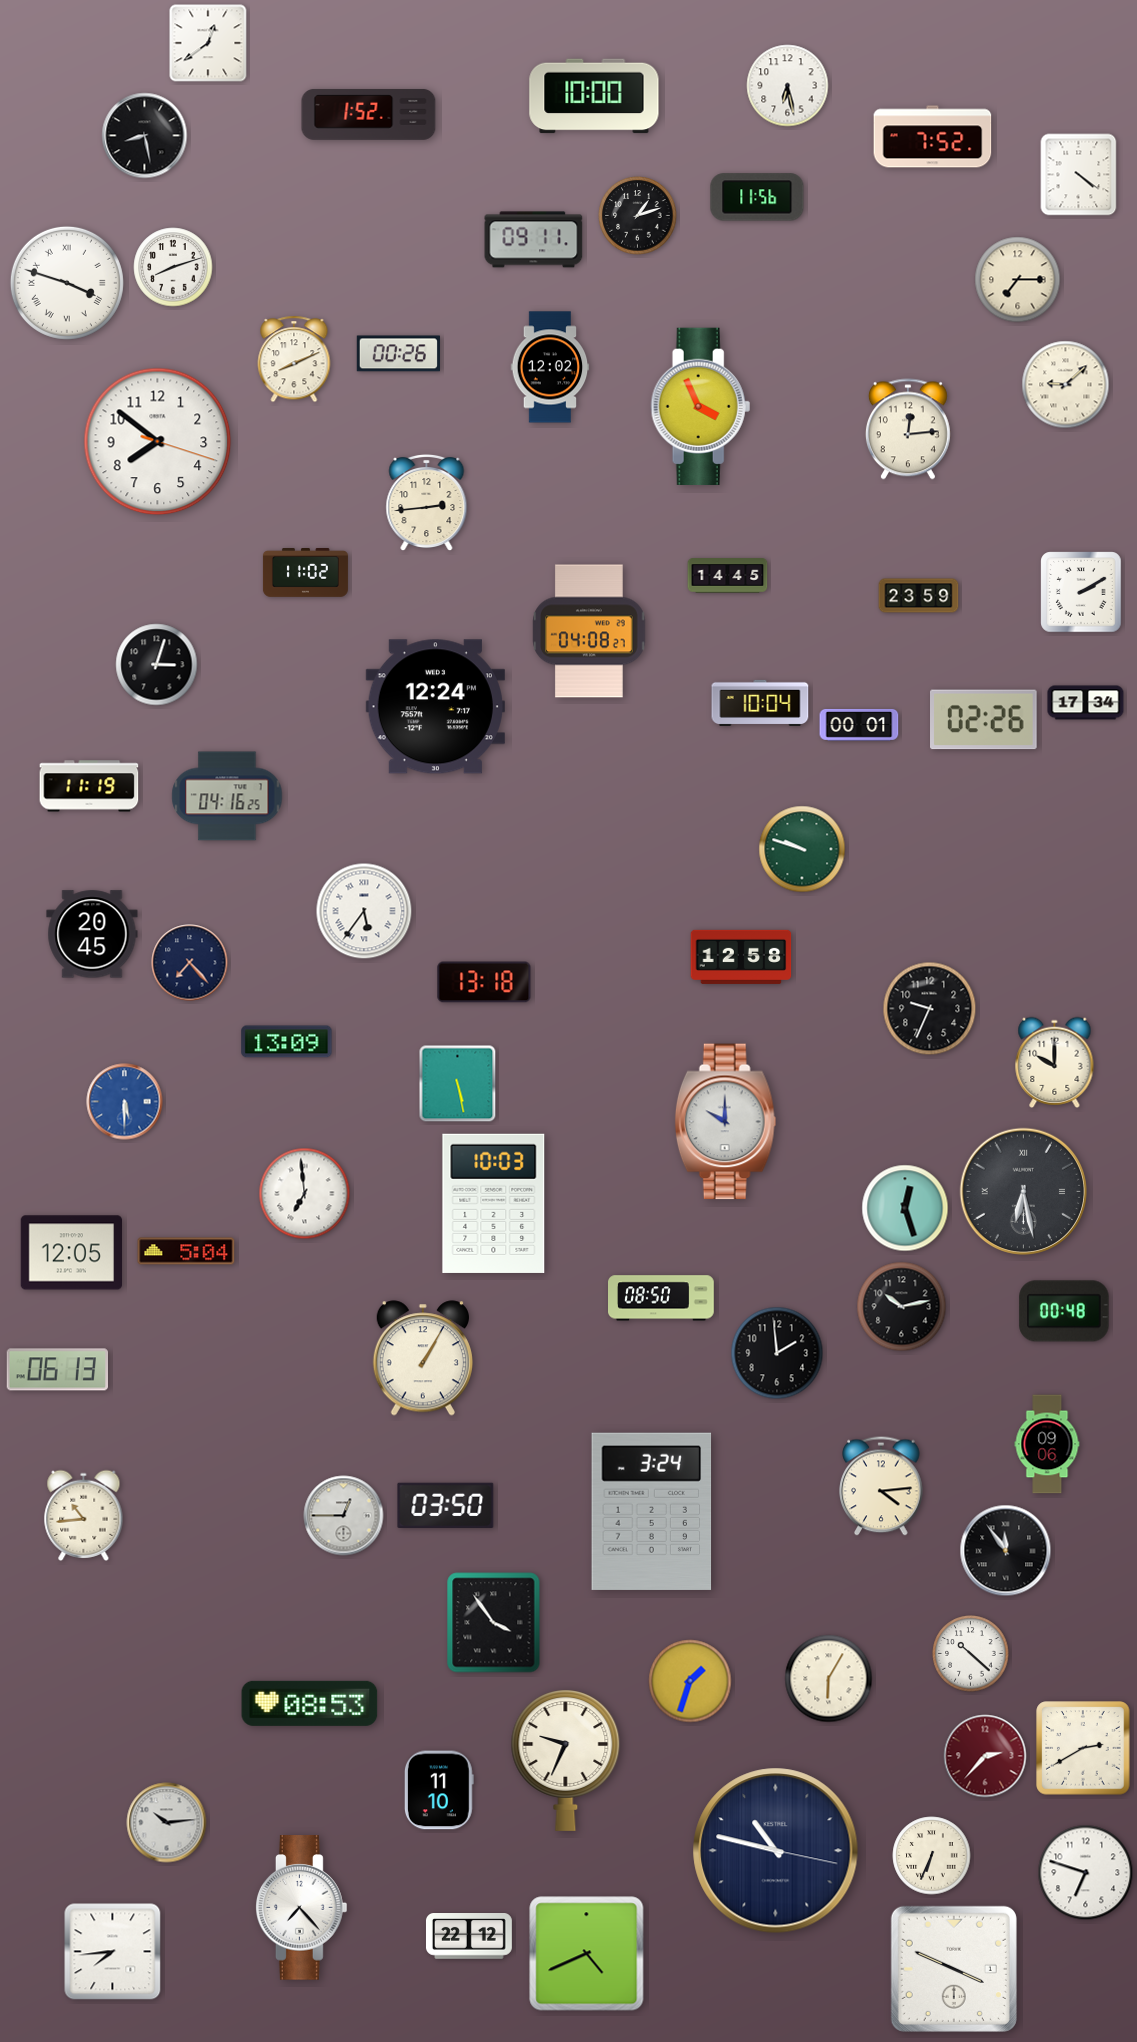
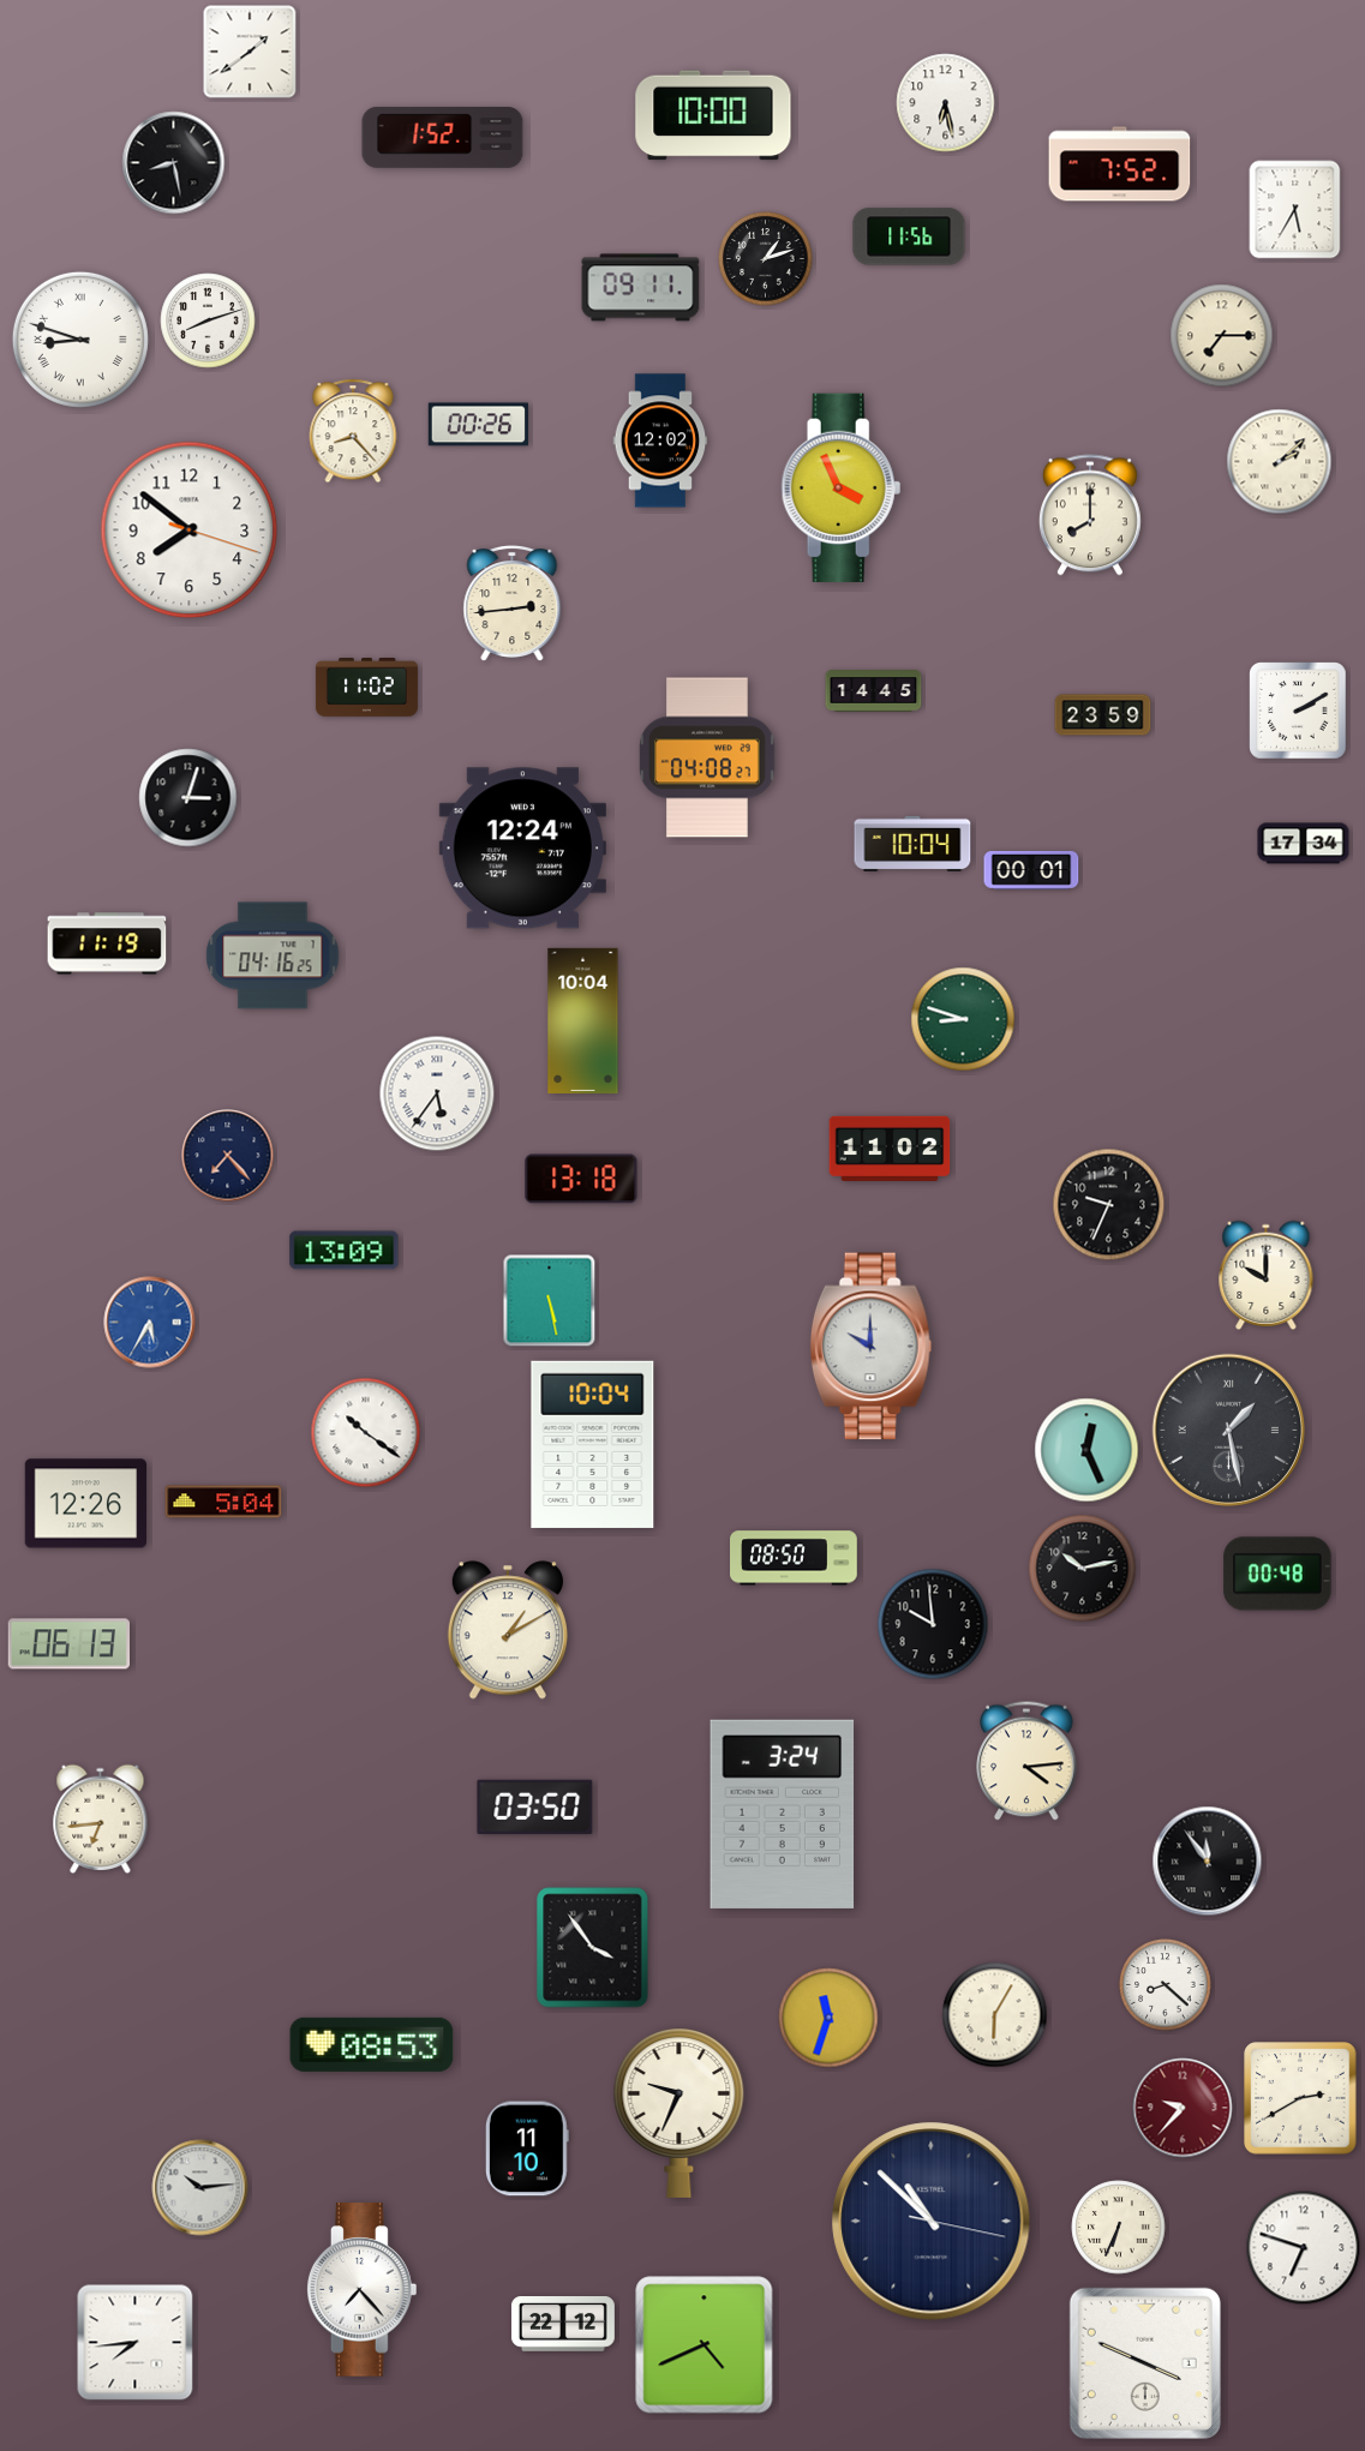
clock at (208, 43): 12:39 -> 1:39
clock at (1079, 175): 4:21 -> 5:35
clock at (67, 283): 3:48 -> 8:48
clock at (294, 359): 8:11 -> 8:23
clock at (1066, 385): 9:08 -> 2:08
clock at (908, 429): 12:14 -> 8:00
clock at (984, 720): 02:26 -> none
clock at (802, 849): 9:48 -> 8:48
clock at (583, 1020): none -> 10:04
clock at (92, 934): 20:45 -> none
clock at (741, 957): 12:58 -> 11:02
clock at (930, 1009) position: (930, 1009) -> (1109, 1205)
clock at (125, 1102): 5:30 -> 5:35
clock at (1023, 1191): 6:28 -> 1:28
clock at (305, 1194): 6:59 -> 10:21
clock at (494, 1203): 10:03 -> 10:04
clock at (905, 1208): 12:27 -> 12:26
clock at (71, 1253): 12:05 -> 12:26
clock at (777, 1353): 1:59 -> 9:59
clock at (423, 1358): 1:05 -> 1:10
clock at (1047, 1444): 09:06 -> none
clock at (881, 1486) position: (881, 1486) -> (1026, 1761)
clock at (84, 1515): 10:44 -> 6:44
clock at (344, 1516): 12:45 -> none
clock at (971, 1654): 10:22 -> 8:22
clock at (690, 1681): 1:33 -> 11:33
clock at (985, 1756): 2:37 -> 9:37
clock at (776, 1851): 10:47 -> 10:52
